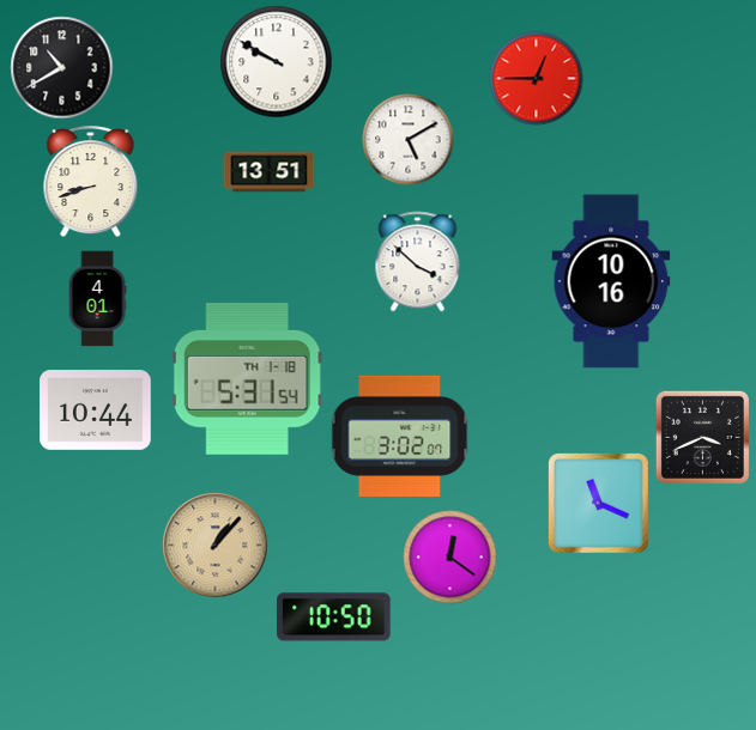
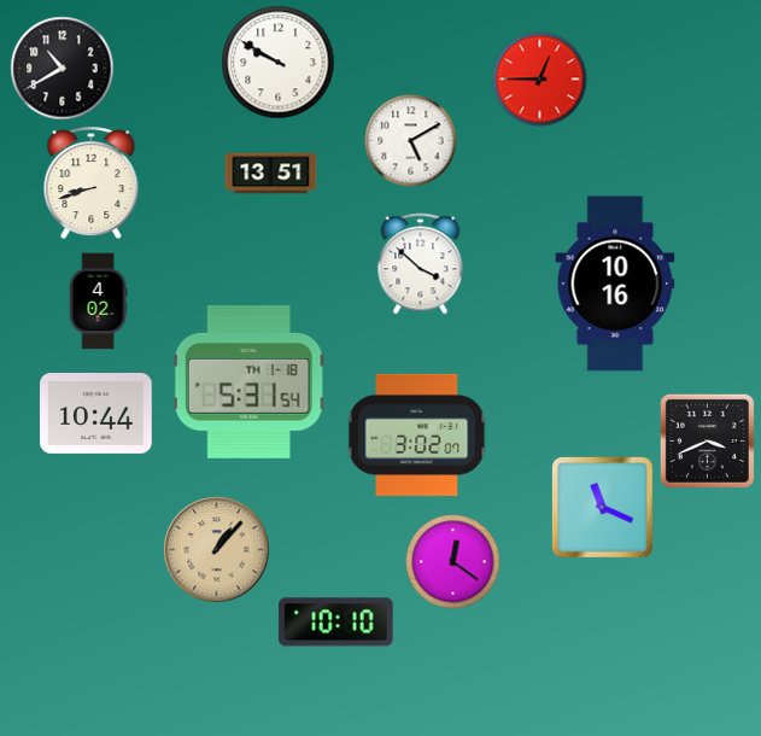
clock at (97, 299): 4:01 -> 4:02
clock at (400, 436) position: (400, 436) -> (417, 434)
clock at (334, 618): 10:50 -> 10:10
